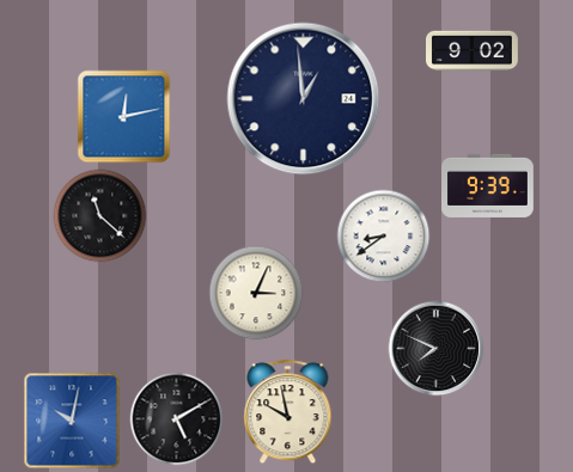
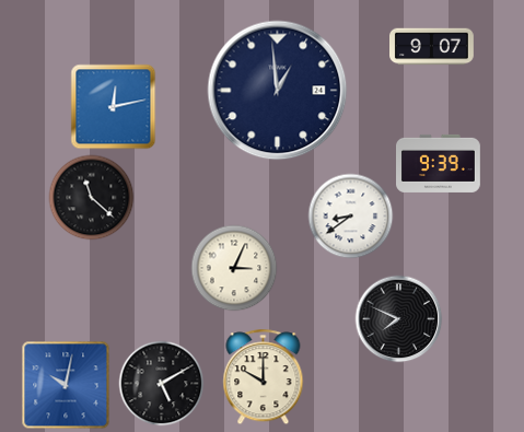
clock at (473, 51): 9:02 -> 9:07
clock at (488, 185) position: (488, 185) -> (439, 163)
clock at (288, 411): 9:58 -> 10:00
